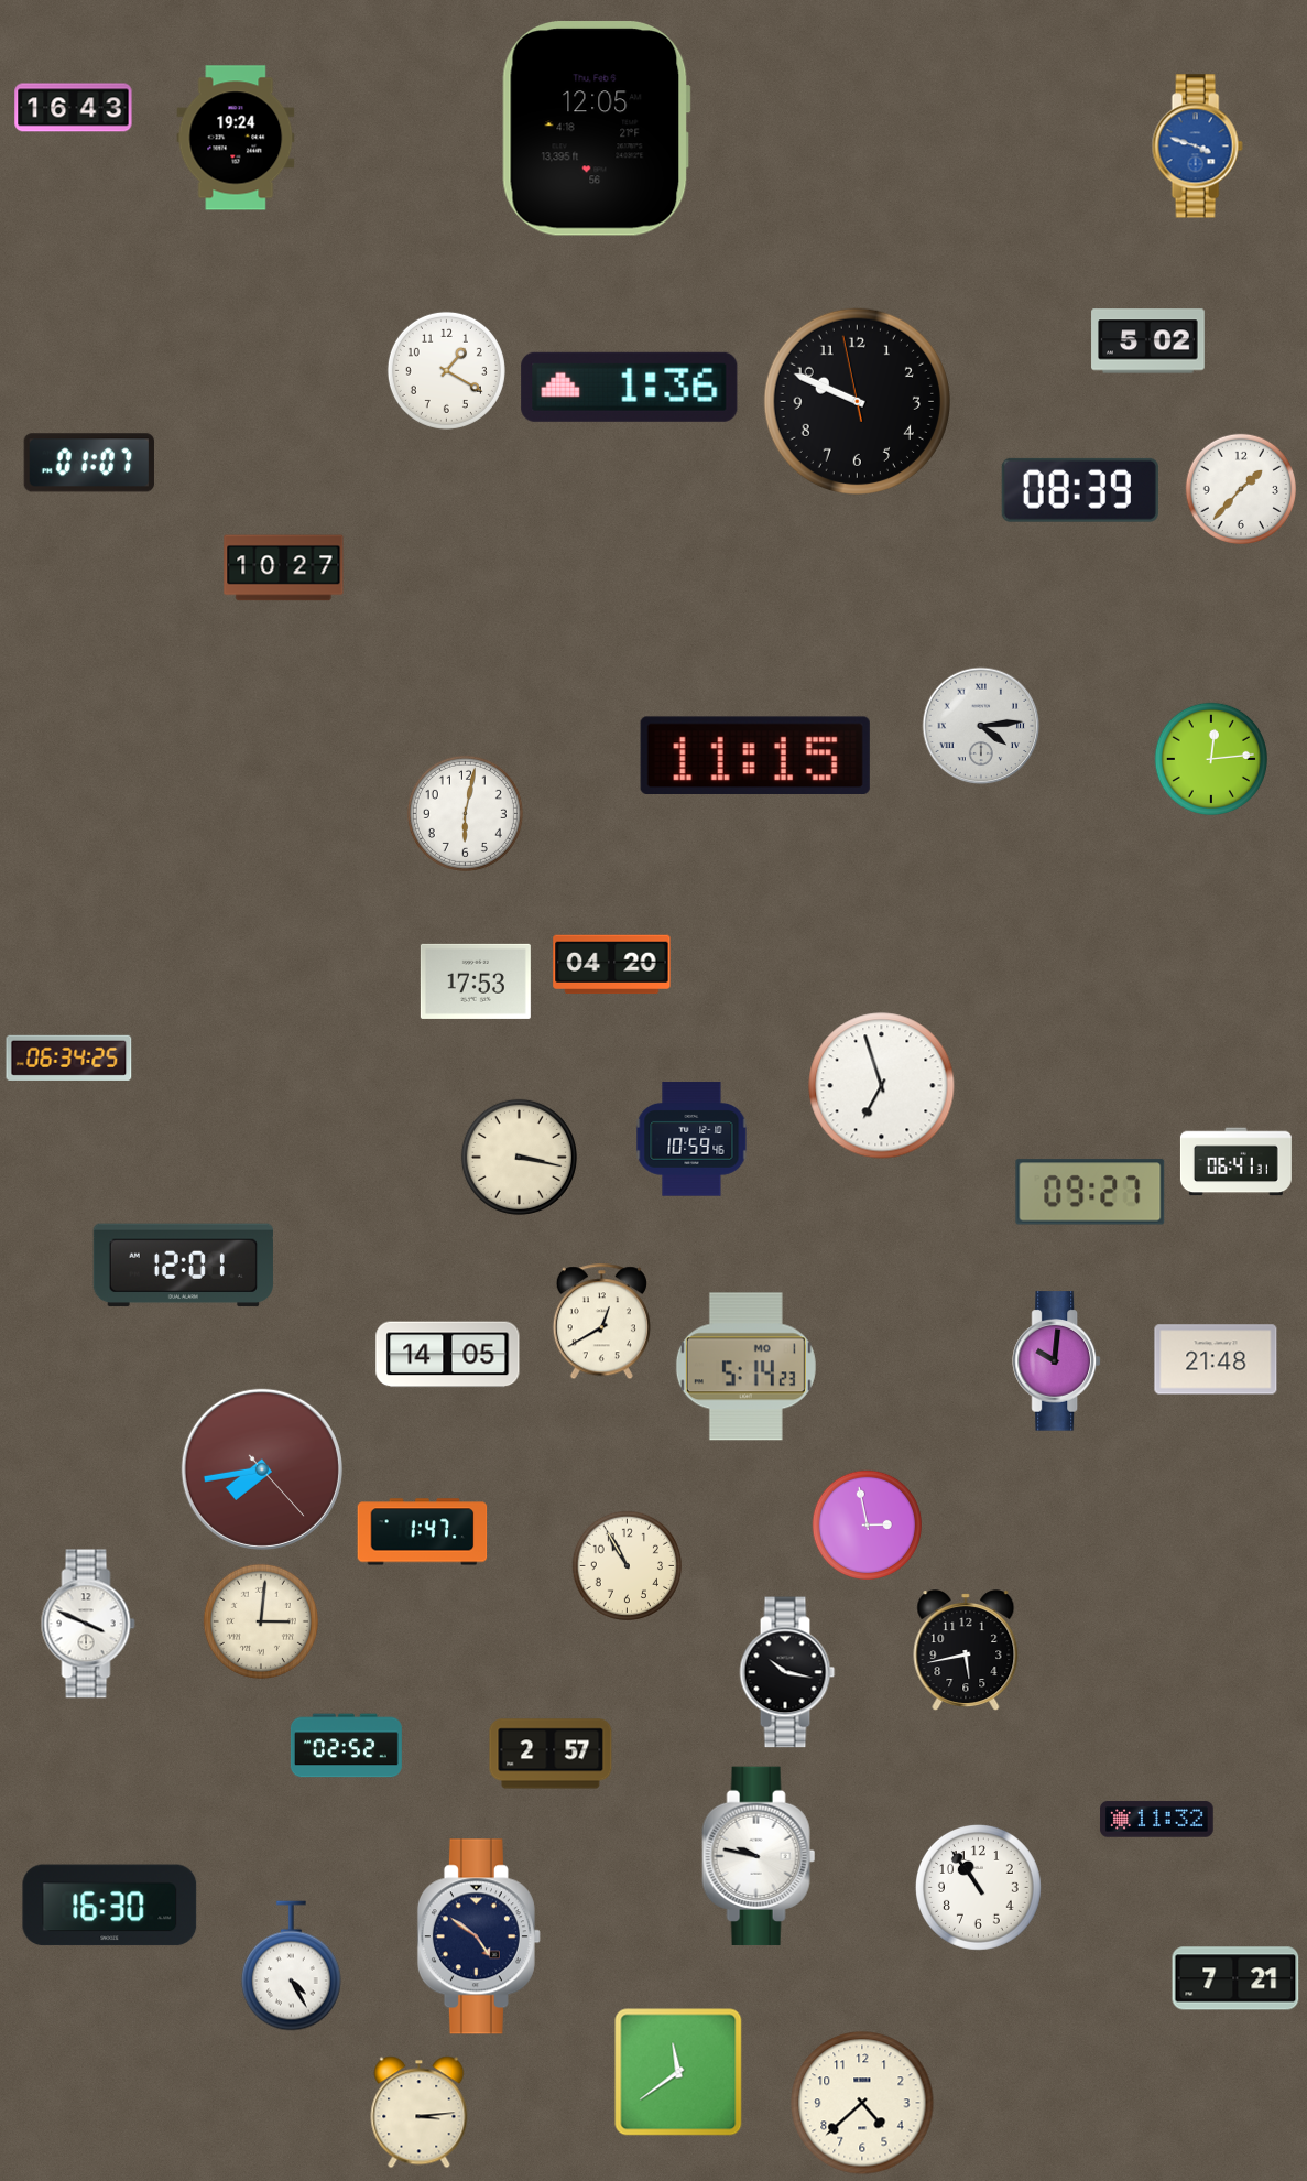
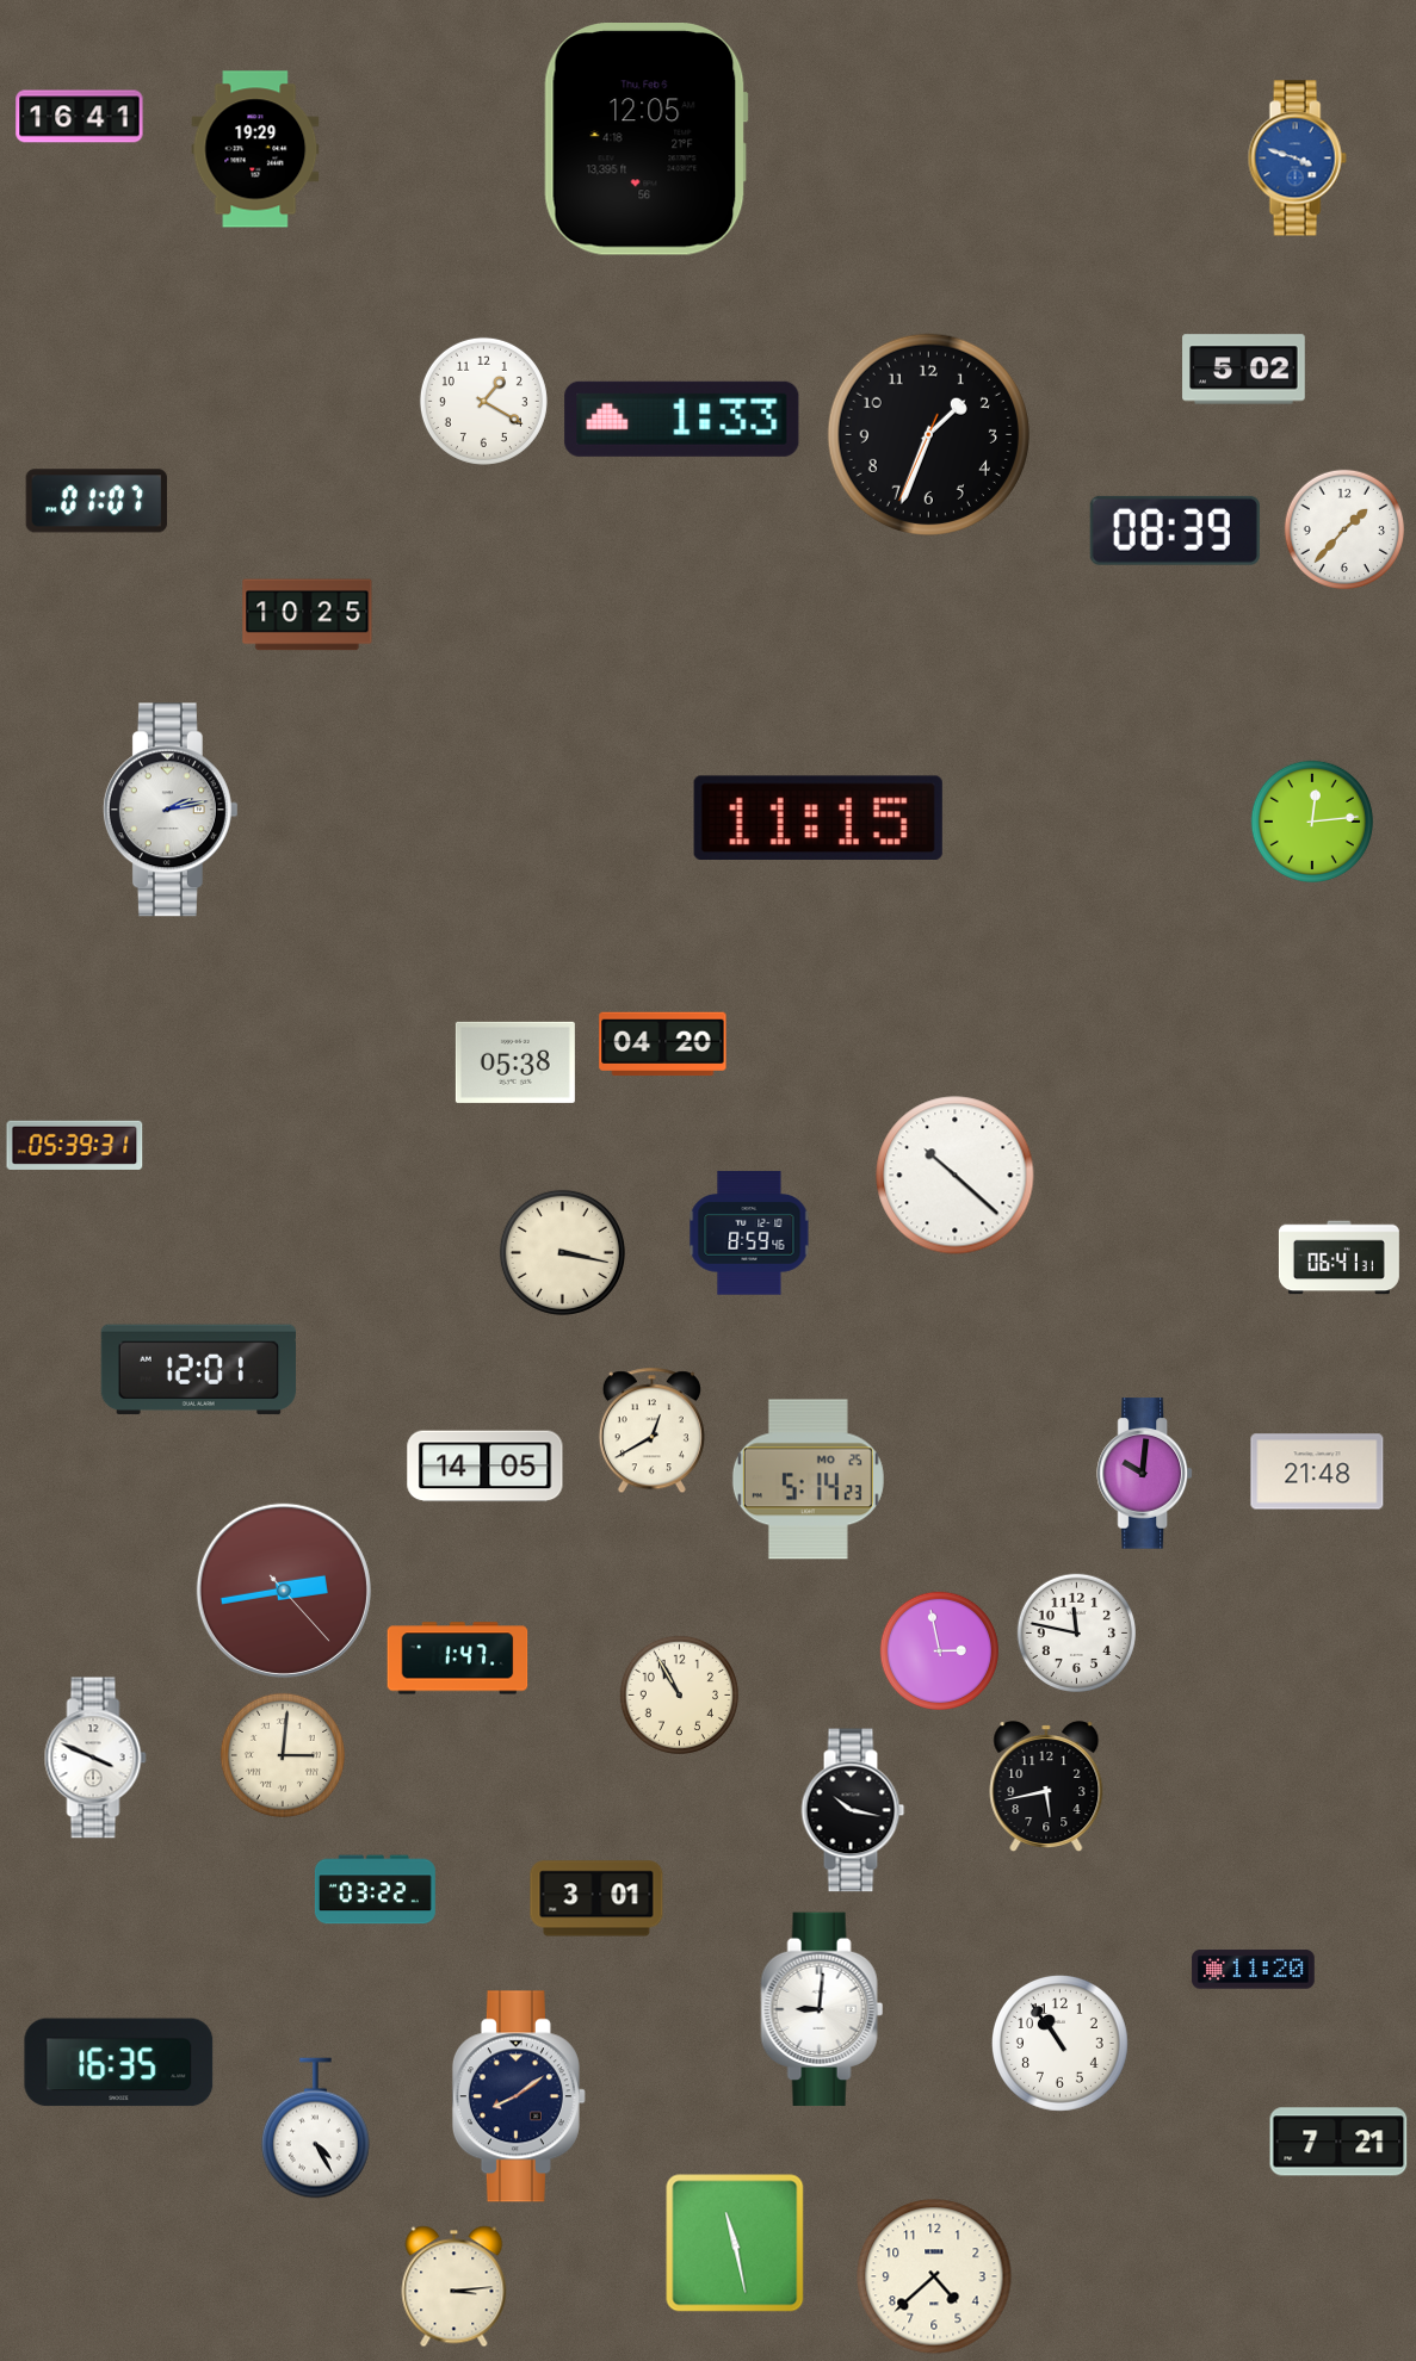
clock at (74, 108): 16:43 -> 16:41
clock at (236, 138): 19:24 -> 19:29
clock at (630, 387): 1:36 -> 1:33
clock at (857, 401): 9:48 -> 1:33
clock at (1080, 490) position: (1080, 490) -> (1175, 531)
clock at (284, 568): 10:27 -> 10:25
clock at (981, 726): 4:14 -> none
clock at (171, 810): none -> 2:13
clock at (465, 813): 6:02 -> none
clock at (476, 981): 17:53 -> 05:38
clock at (69, 1057): 06:34 -> 05:39
clock at (882, 1086): 6:57 -> 10:22
clock at (691, 1139): 10:59 -> 8:59
clock at (1090, 1192): 09:27 -> none
clock at (745, 1367) date: MO 1 -> MO 25
clock at (262, 1469): 7:43 -> 2:43
clock at (1076, 1632): none -> 11:47
clock at (346, 1746): 02:52 -> 03:22
clock at (551, 1754): 2:57 -> 3:01
clock at (1157, 1820): 11:32 -> 11:20
clock at (759, 1856): 9:47 -> 9:01
clock at (110, 1906): 16:30 -> 16:35
clock at (479, 1936): 4:51 -> 8:09
clock at (678, 2072): 11:39 -> 11:28
